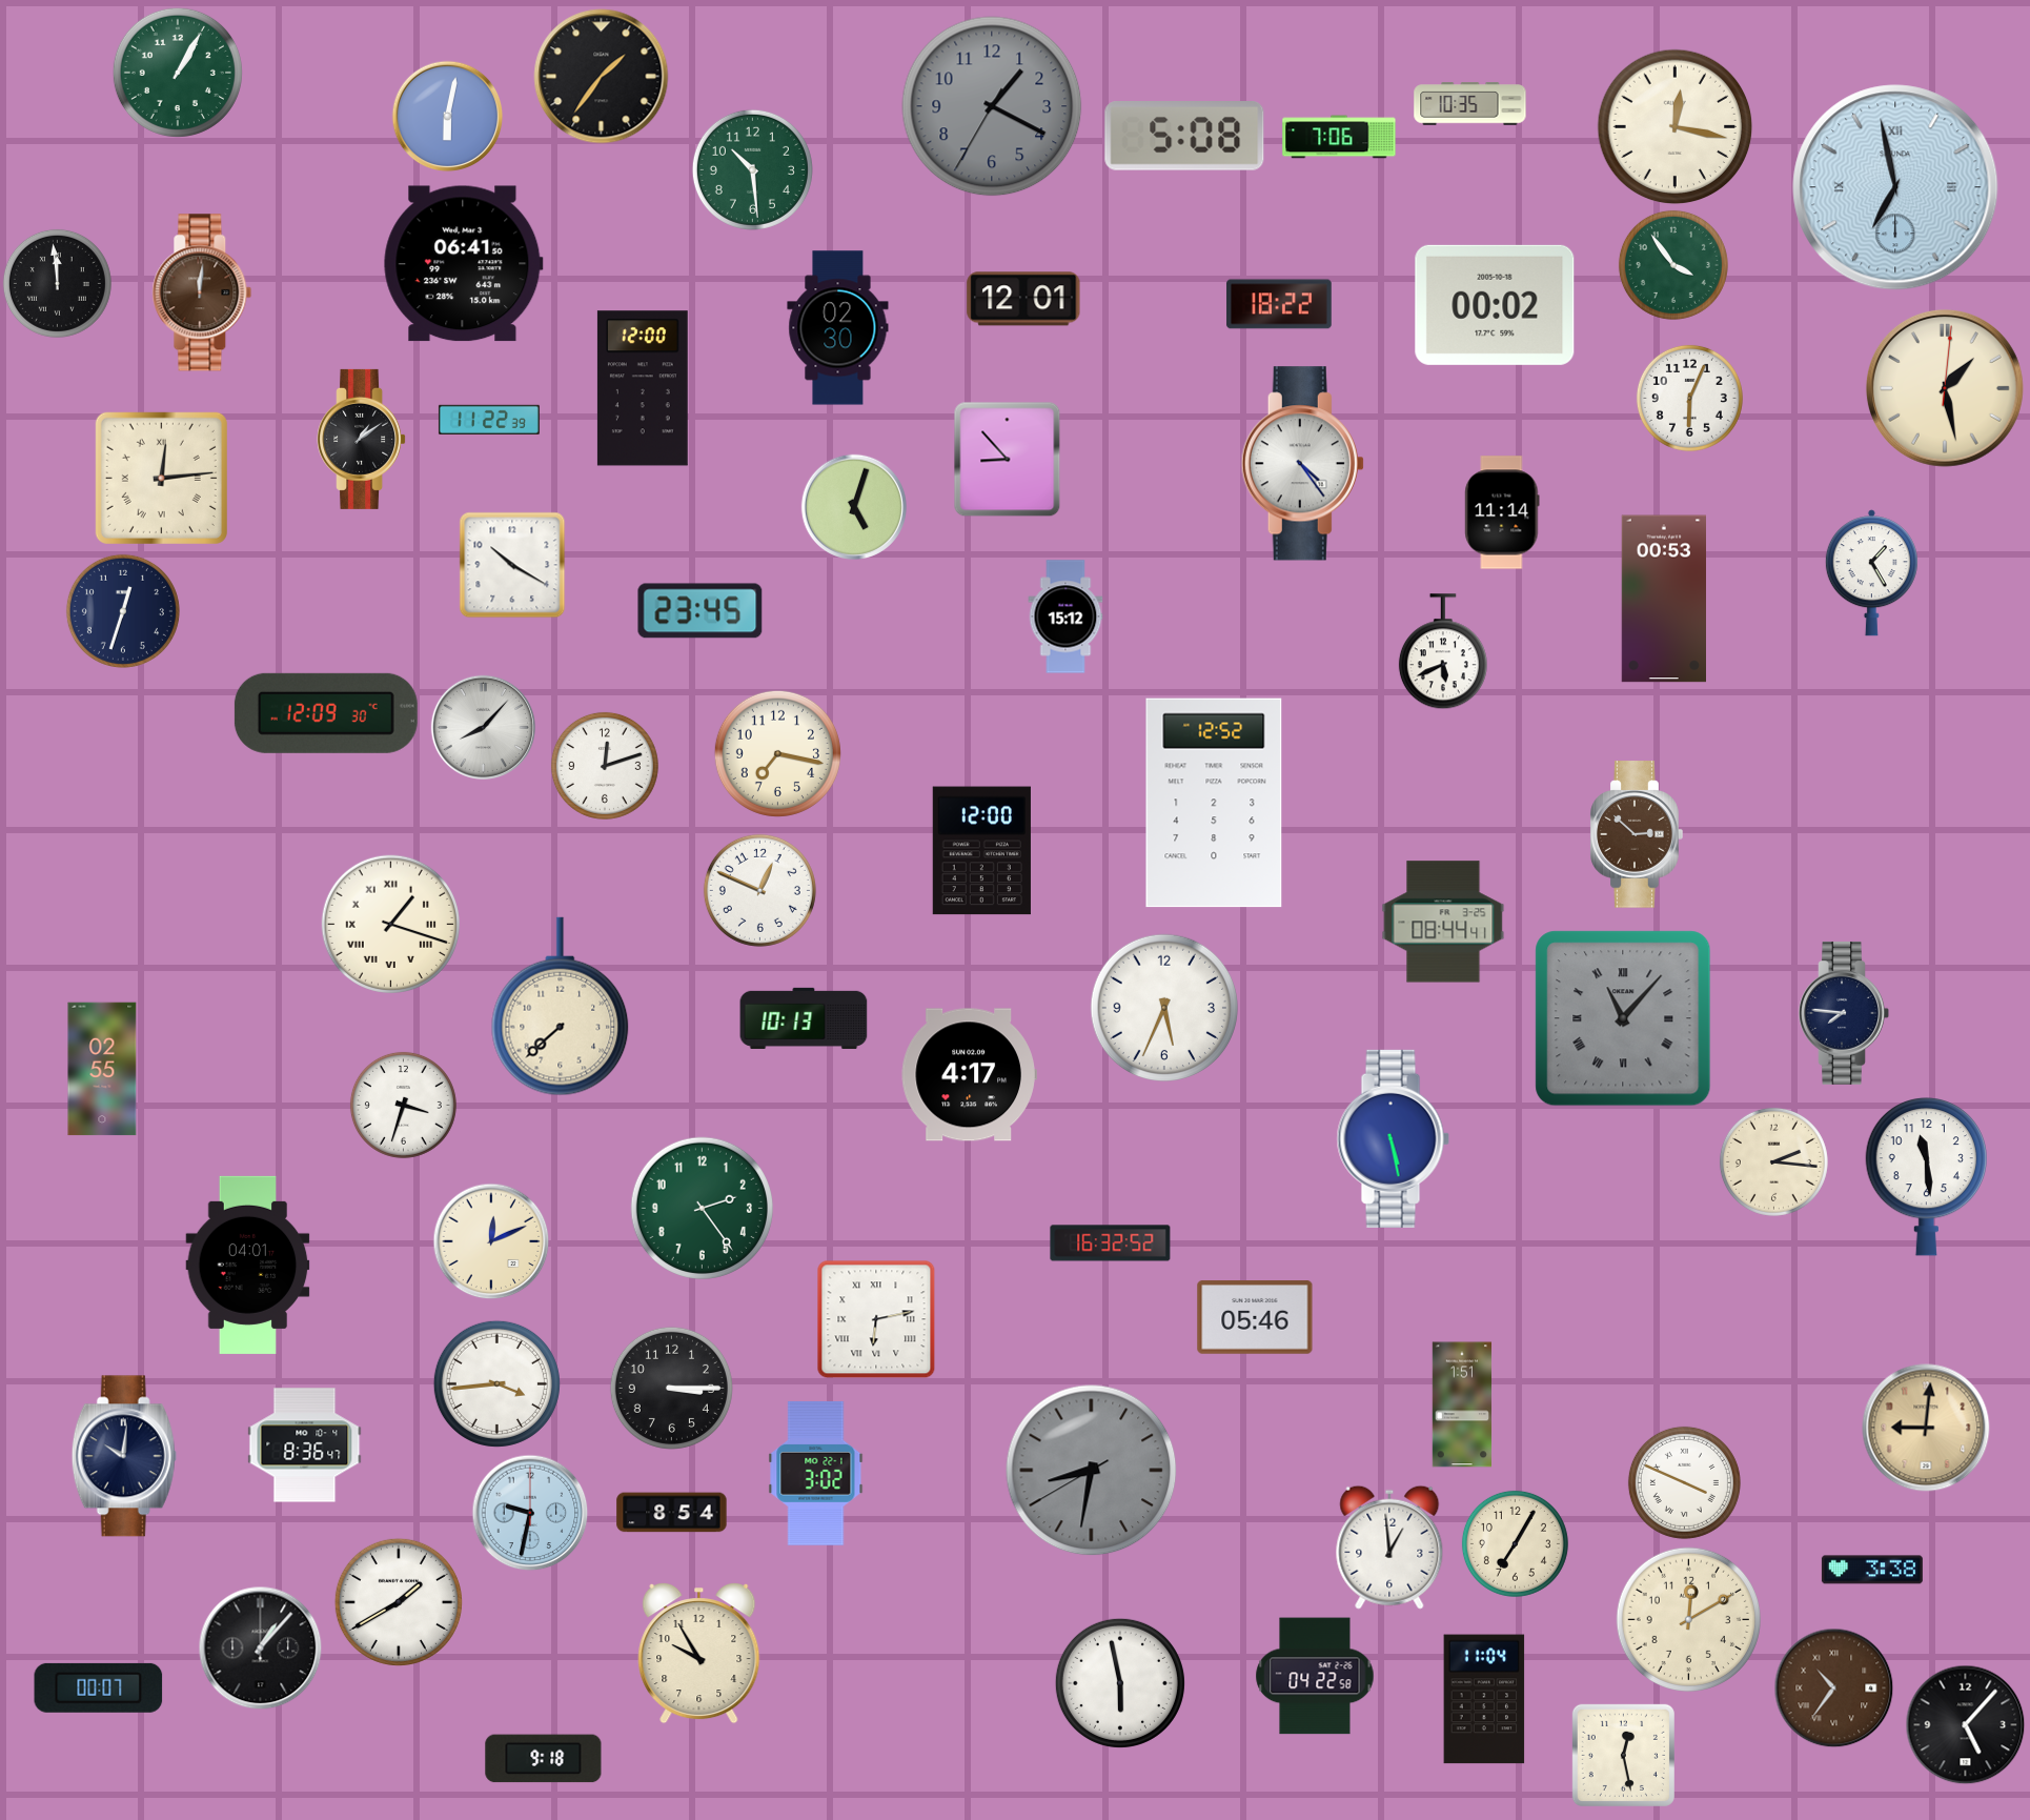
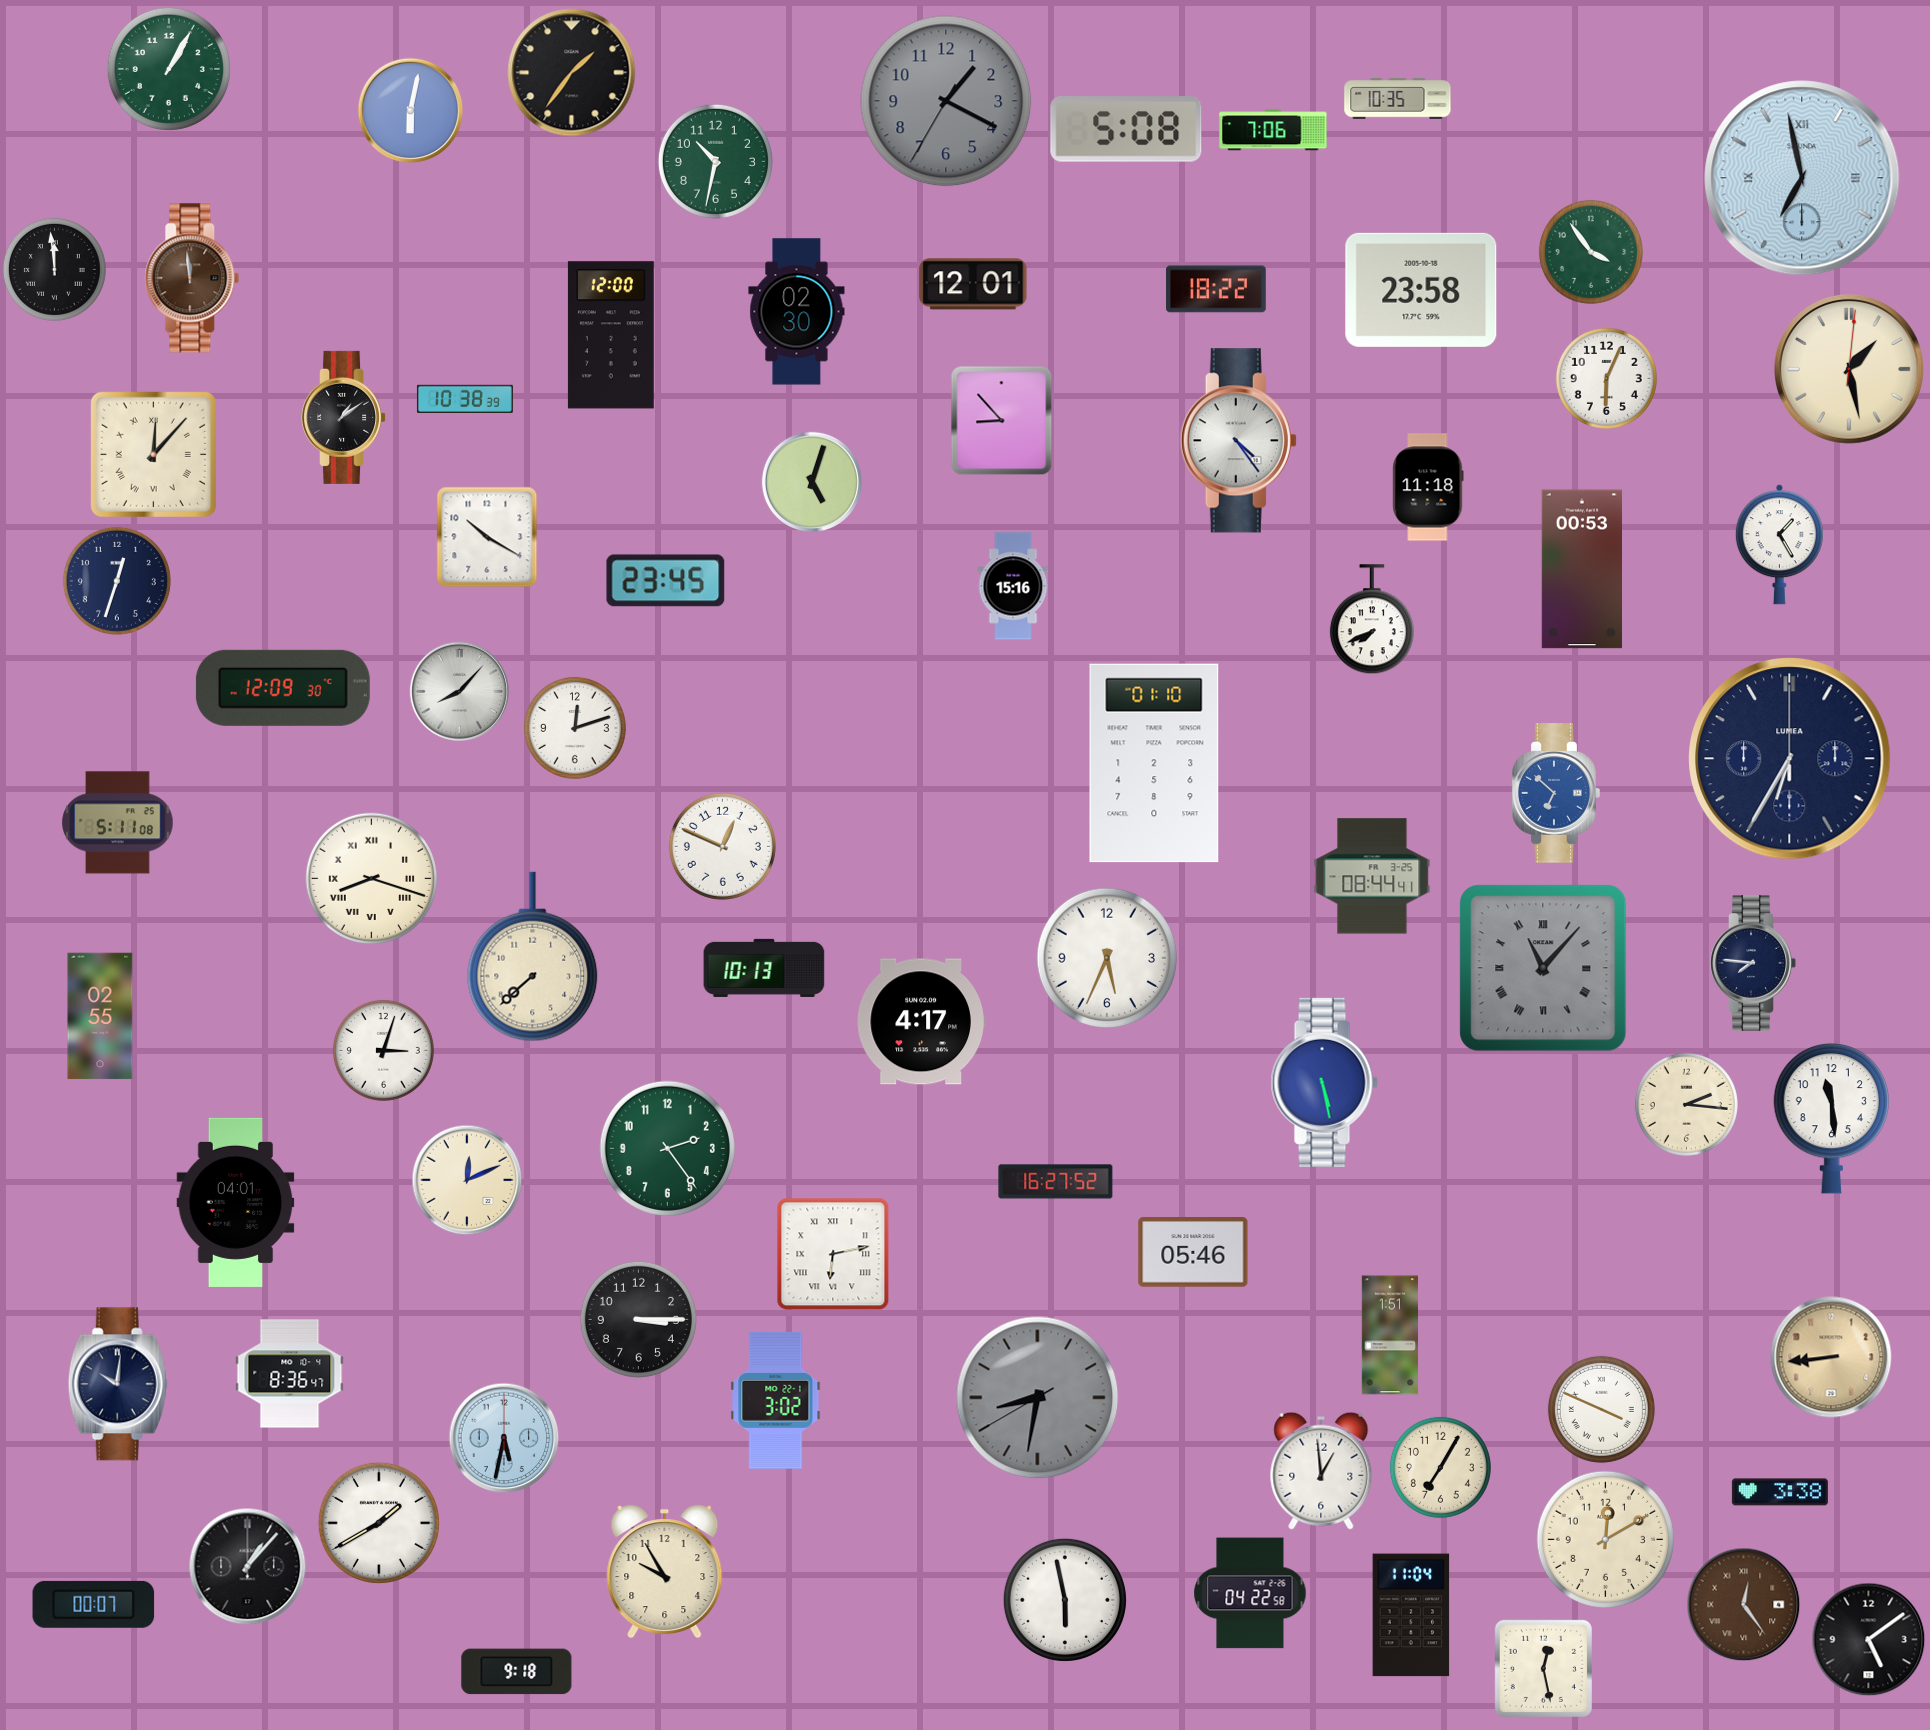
clock at (992, 106) position: (992, 106) -> (946, 101)
clock at (448, 117) position: (448, 117) -> (411, 111)
clock at (1676, 127): 12:17 -> none
clock at (752, 169): 10:29 -> 10:32
clock at (463, 264): 06:41 -> none
clock at (202, 292): 12:01 -> 11:59
clock at (1495, 305): 00:02 -> 23:58
clock at (643, 388) position: (643, 388) -> (611, 335)
clock at (489, 420): 11:22 -> 10:38
clock at (1008, 460) position: (1008, 460) -> (1002, 421)
clock at (161, 478): 12:14 -> 12:07
clock at (1502, 512): 11:14 -> 11:18
clock at (1065, 616): 15:12 -> 15:16
clock at (1443, 652): 5:41 -> 7:41
clock at (326, 713) position: (326, 713) -> (283, 688)
clock at (777, 753): 7:17 -> none
clock at (1790, 759): none -> 6:35
clock at (1214, 803): 12:52 -> 01:10
clock at (1637, 834): 2:52 -> 6:52
clock at (1637, 834) dial: brown -> blue
clock at (981, 851): 12:00 -> none
clock at (118, 823): none -> 5:11
clock at (390, 924): 1:18 -> 8:18
clock at (102, 1069) position: (102, 1069) -> (100, 1016)
clock at (403, 1105): 3:33 -> 3:03
clock at (1111, 1243): 16:32 -> 16:27
clock at (496, 1383): 3:44 -> none
clock at (1926, 1428): 9:01 -> 8:44
clock at (530, 1513): 9:32 -> 5:32
clock at (672, 1513): 8:54 -> none
clock at (1834, 1688): 10:36 -> 12:24
clock at (1966, 1725): 5:07 -> 5:09
